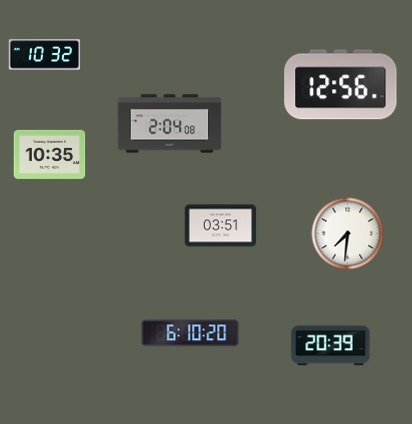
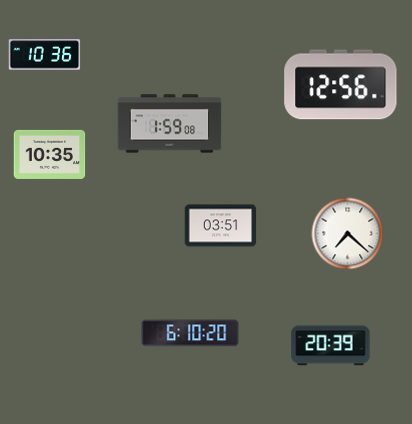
clock at (45, 55): 10:32 -> 10:36
clock at (170, 124): 2:04 -> 1:59
clock at (348, 234): 7:31 -> 7:22
